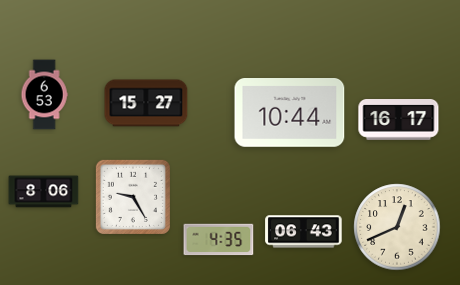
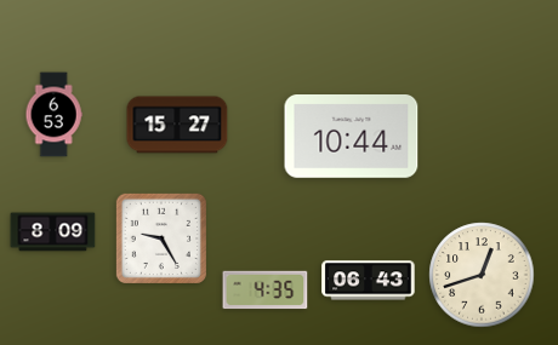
clock at (399, 120): 16:17 -> none
clock at (44, 192): 8:06 -> 8:09
clock at (397, 227): 12:41 -> 12:42
